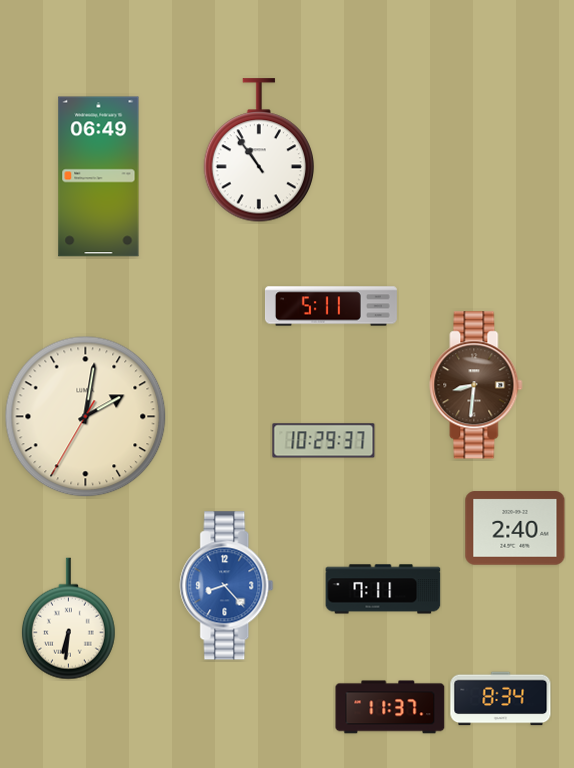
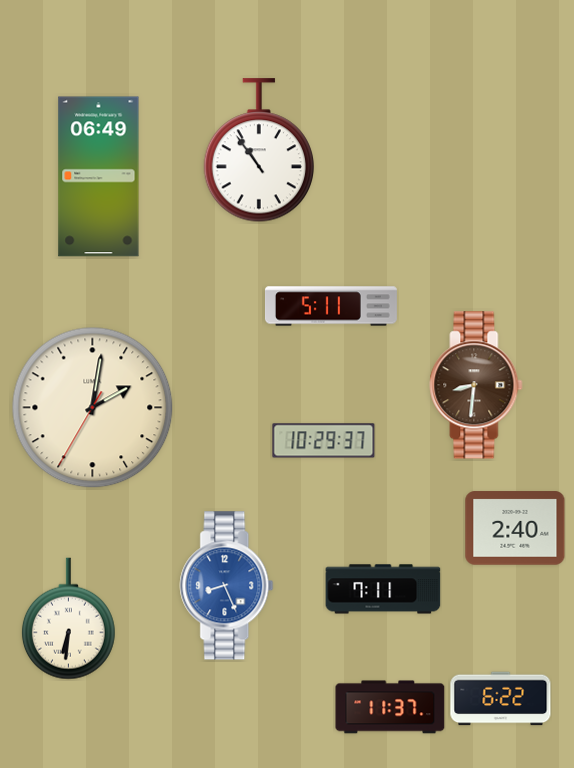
clock at (86, 417) position: (86, 417) -> (93, 408)
clock at (227, 586): 8:23 -> 8:26
clock at (501, 699): 8:34 -> 6:22
